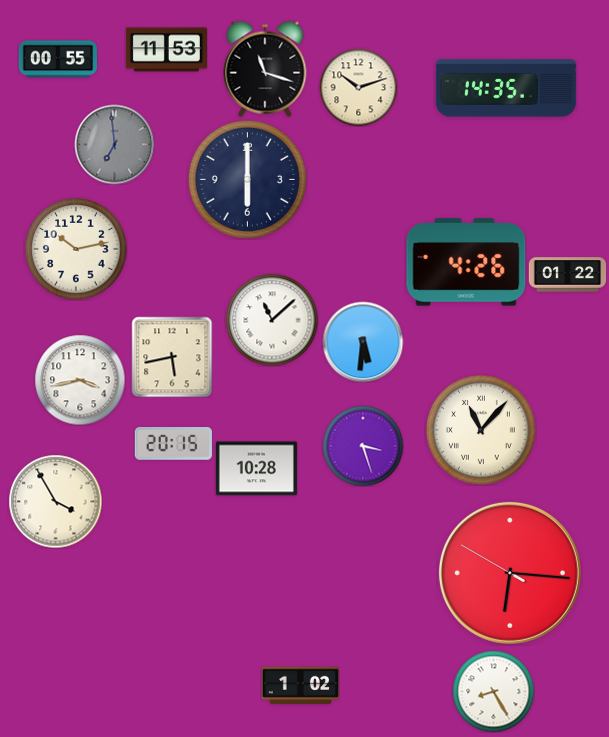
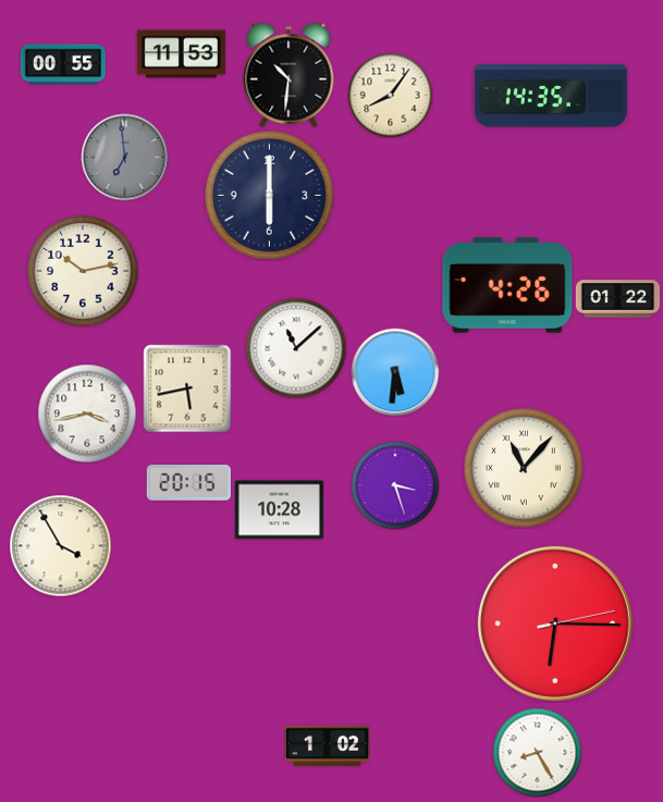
clock at (265, 69): 11:18 -> 10:31
clock at (358, 87): 10:12 -> 8:06
clock at (510, 573): 6:15:50 -> 6:15:13
